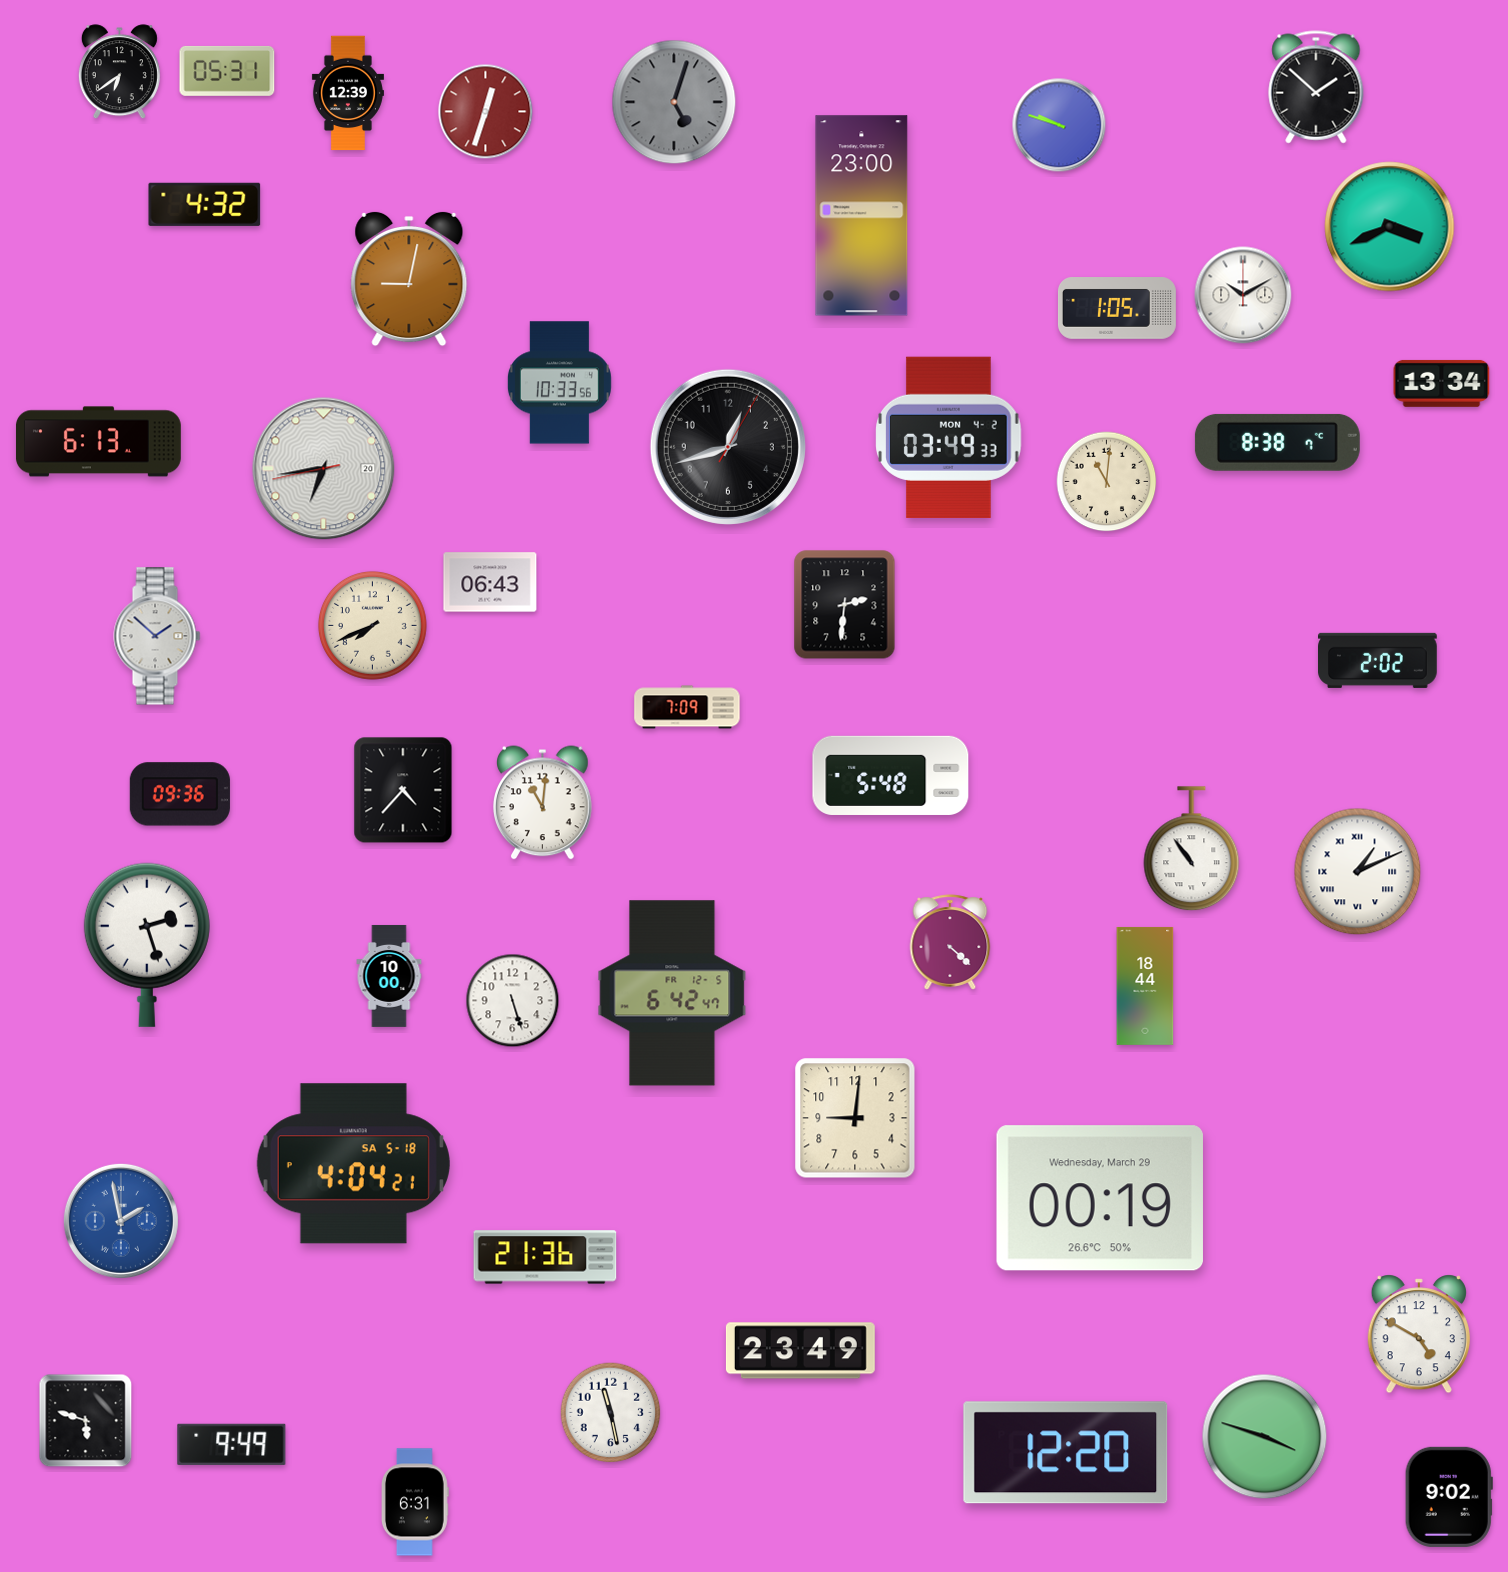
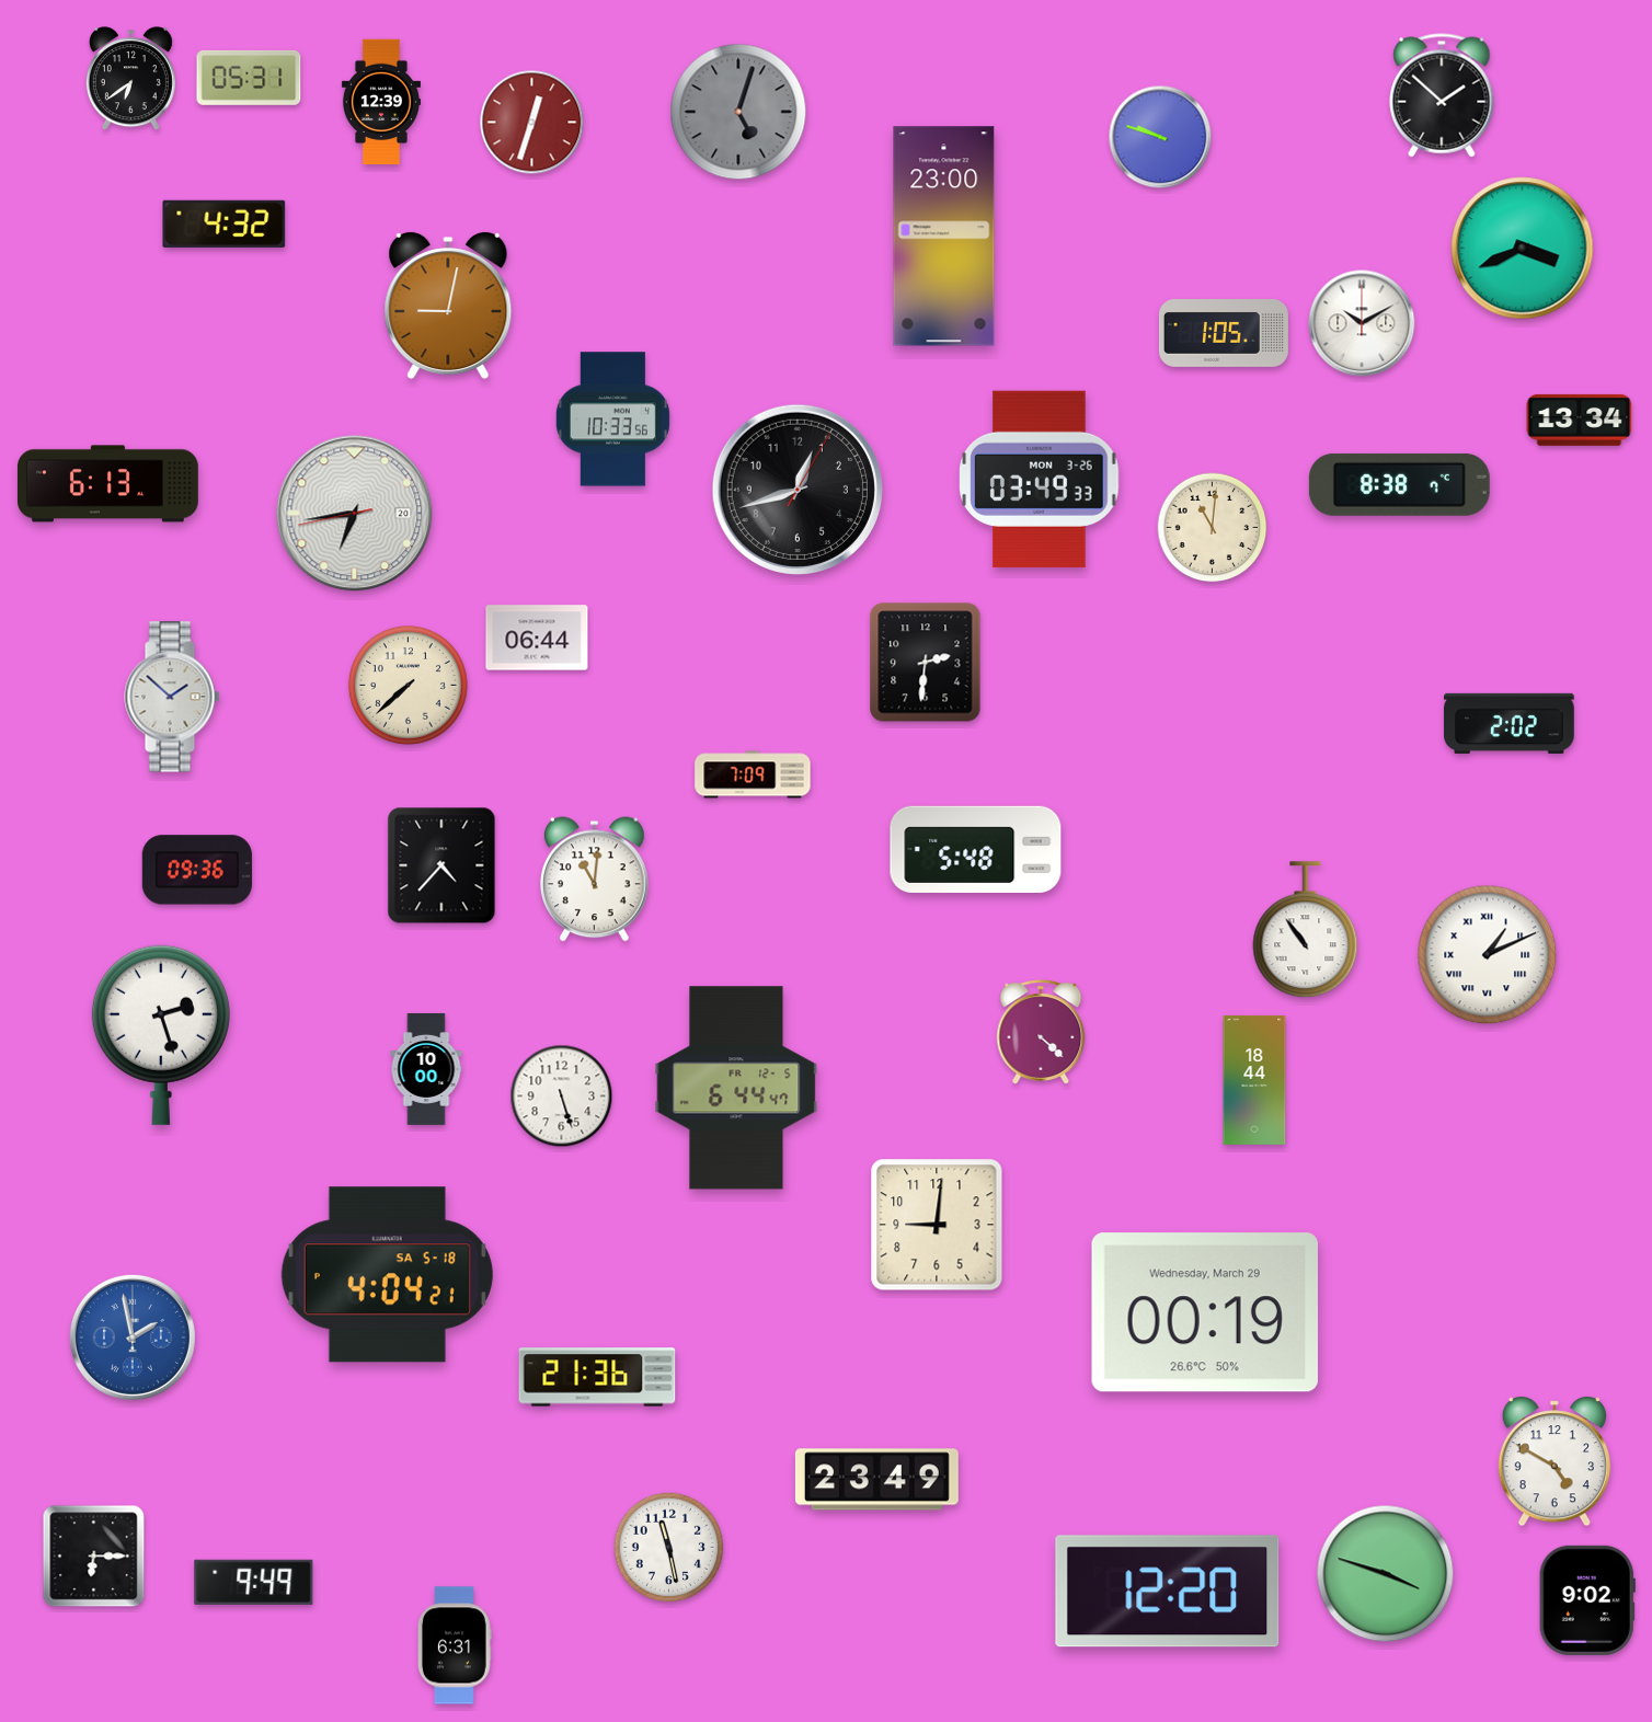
clock at (1117, 309) position: (1117, 309) -> (1224, 334)
clock at (949, 437) date: MON 4-2 -> MON 3-26
clock at (490, 582): 06:43 -> 06:44
clock at (372, 625): 7:41 -> 7:38
clock at (672, 993): 6:42 -> 6:44
clock at (86, 1421): 5:48 -> 6:15
clock at (1449, 1497) position: (1449, 1497) -> (1587, 1600)
